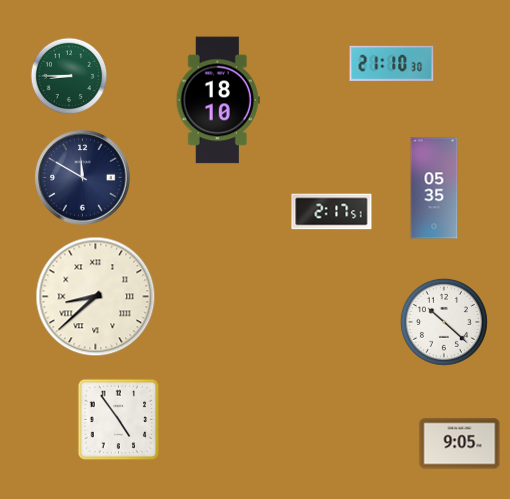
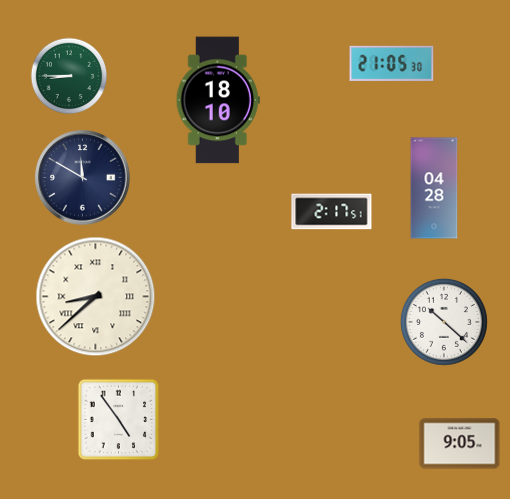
clock at (392, 63): 21:10 -> 21:05
clock at (434, 188): 05:35 -> 04:28
